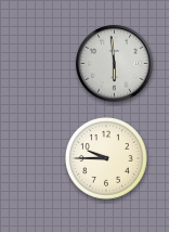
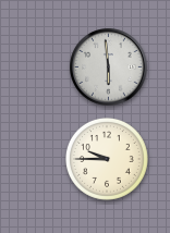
clock at (115, 64) position: (115, 64) -> (109, 68)
